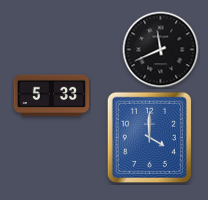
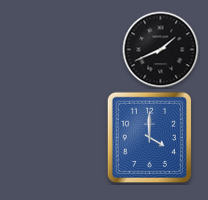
clock at (161, 50): 11:41 -> 1:41
clock at (52, 96): 5:33 -> none
